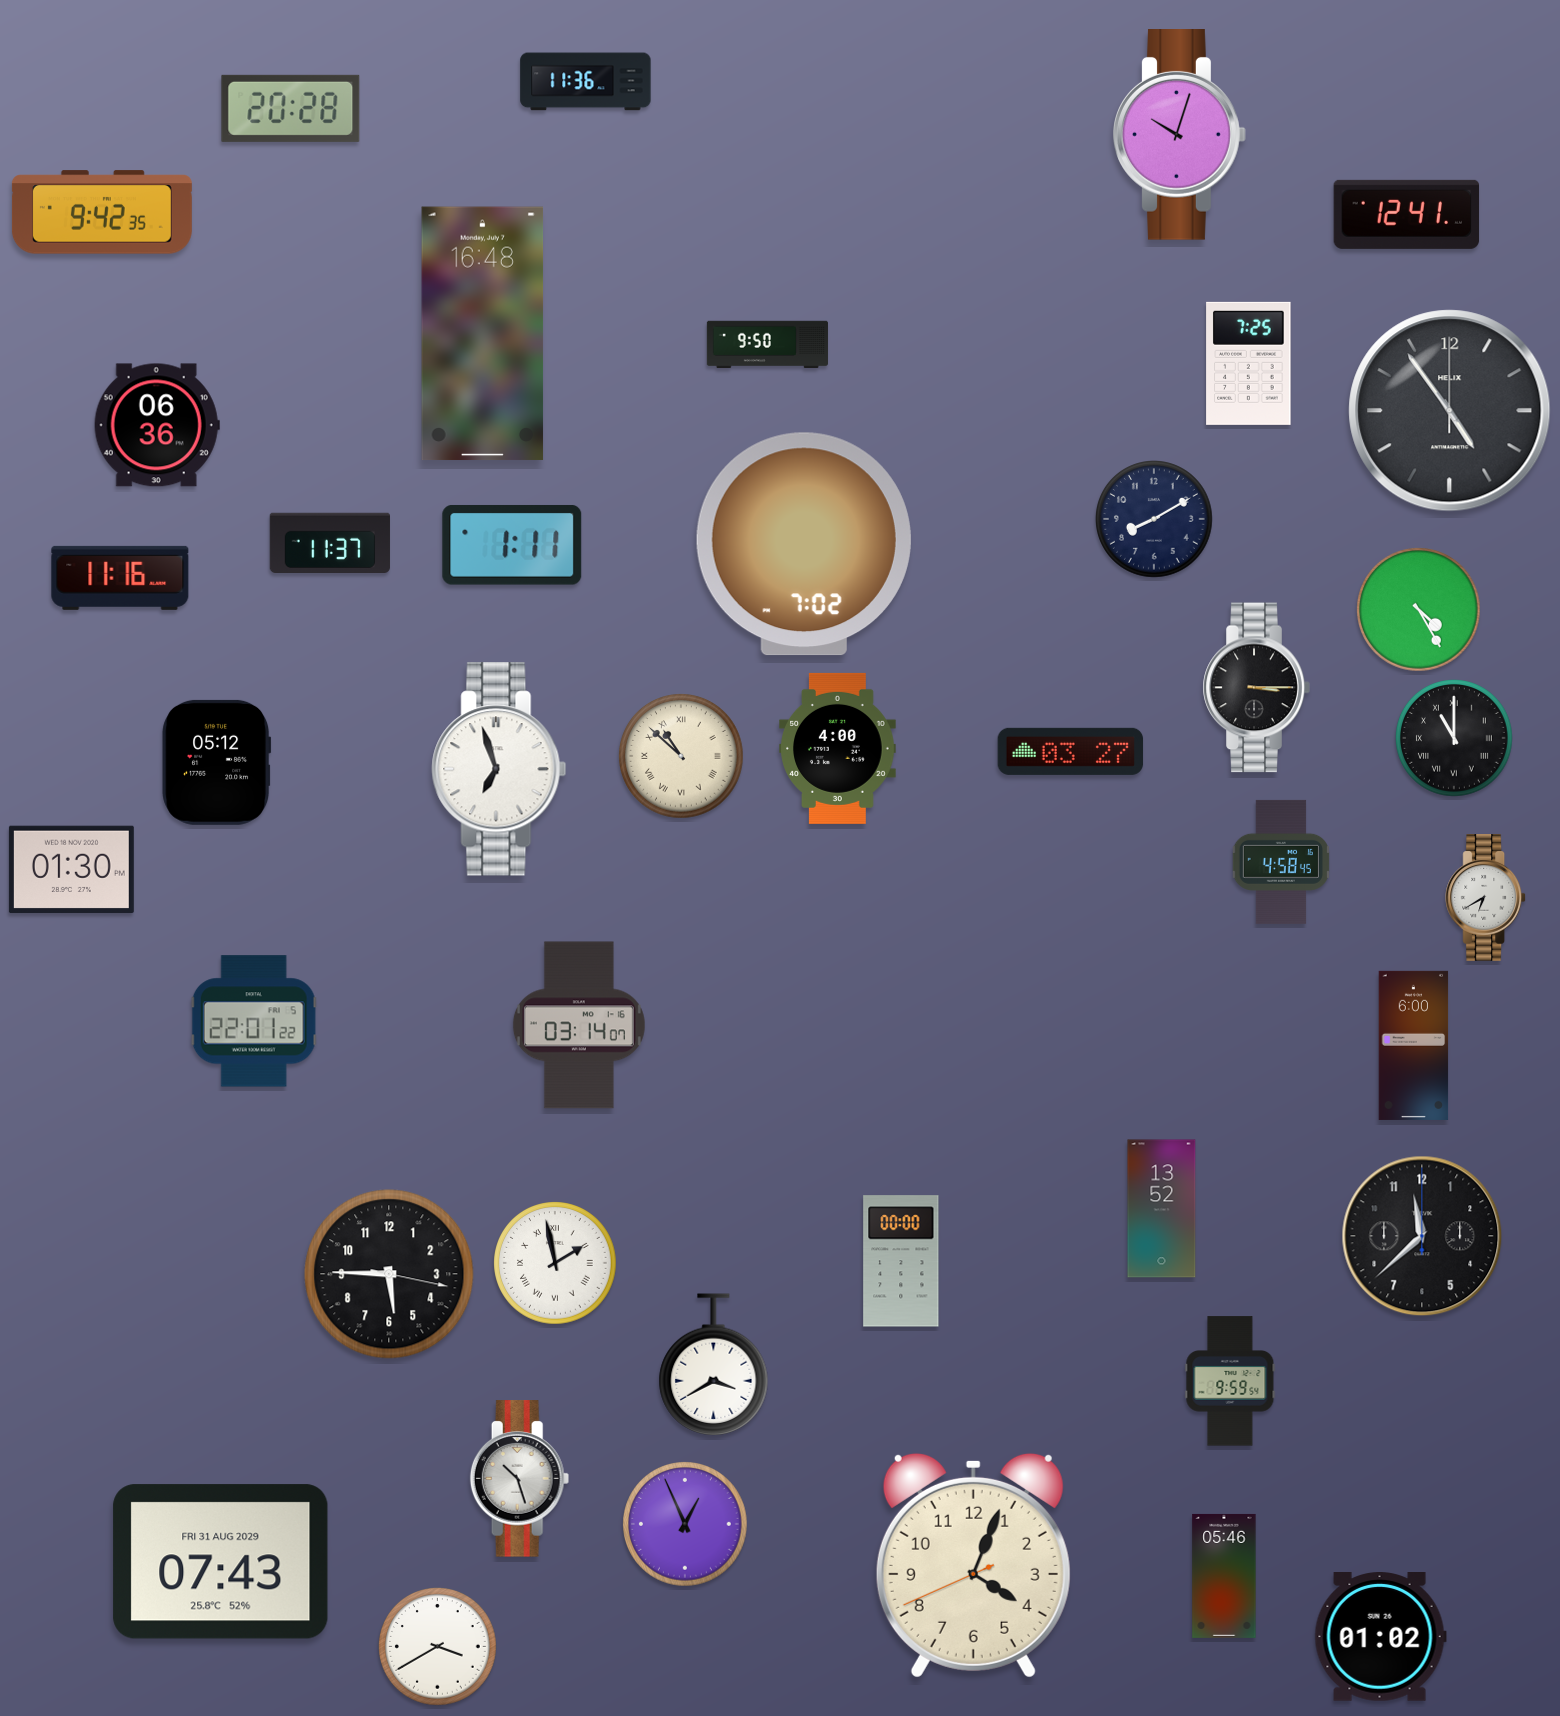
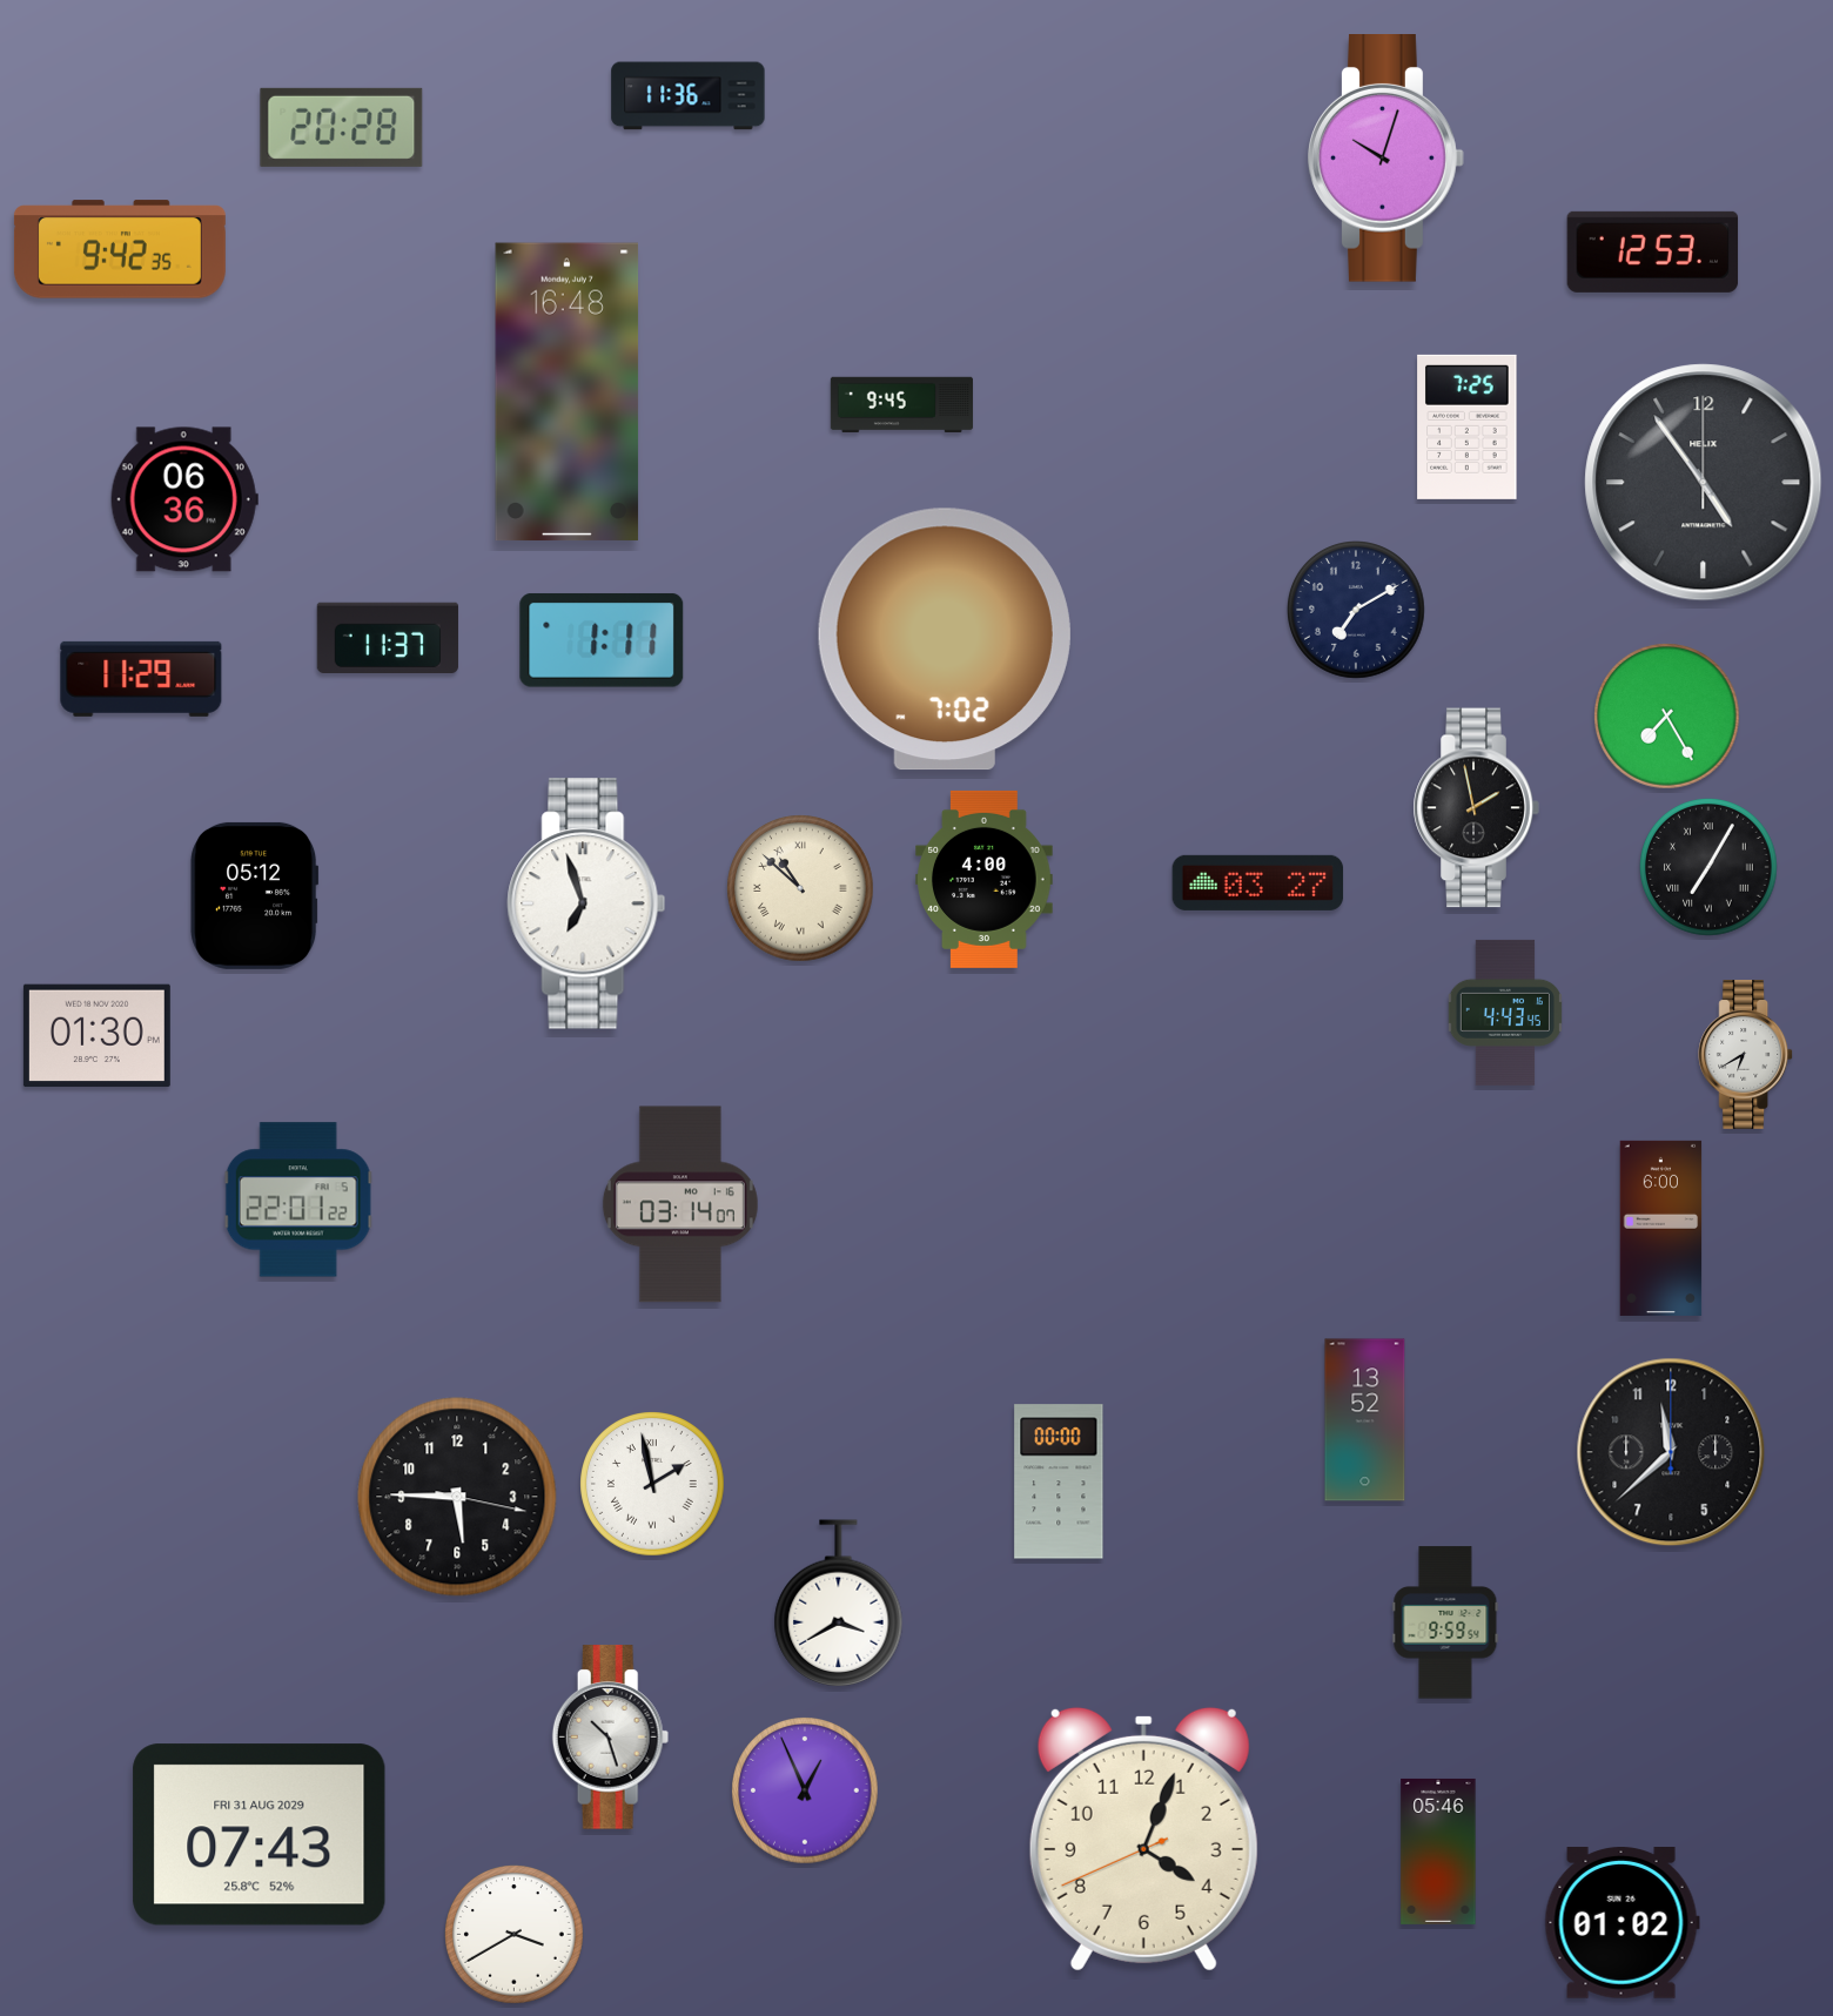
clock at (1407, 214): 12:41 -> 12:53
clock at (767, 345): 9:50 -> 9:45
clock at (1155, 520): 8:10 -> 7:10
clock at (120, 578): 11:16 -> 11:29
clock at (1419, 610): 4:25 -> 7:25
clock at (1256, 688): 3:15 -> 1:58
clock at (1455, 739): 11:00 -> 7:05
clock at (1281, 862): 4:58 -> 4:43
clock at (71, 870) position: (71, 870) -> (96, 1036)
